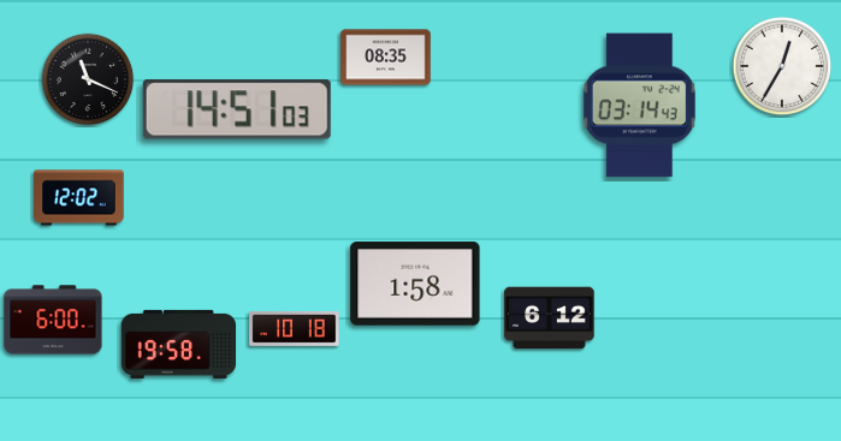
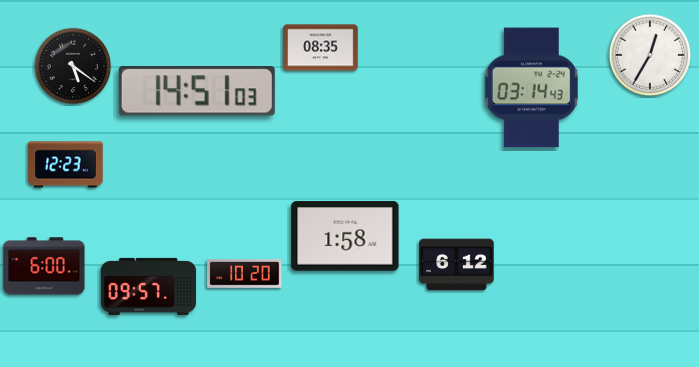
clock at (88, 79): 11:19 -> 5:21
clock at (79, 198): 12:02 -> 12:23
clock at (295, 329): 10:18 -> 10:20
clock at (179, 344): 19:58 -> 09:57
